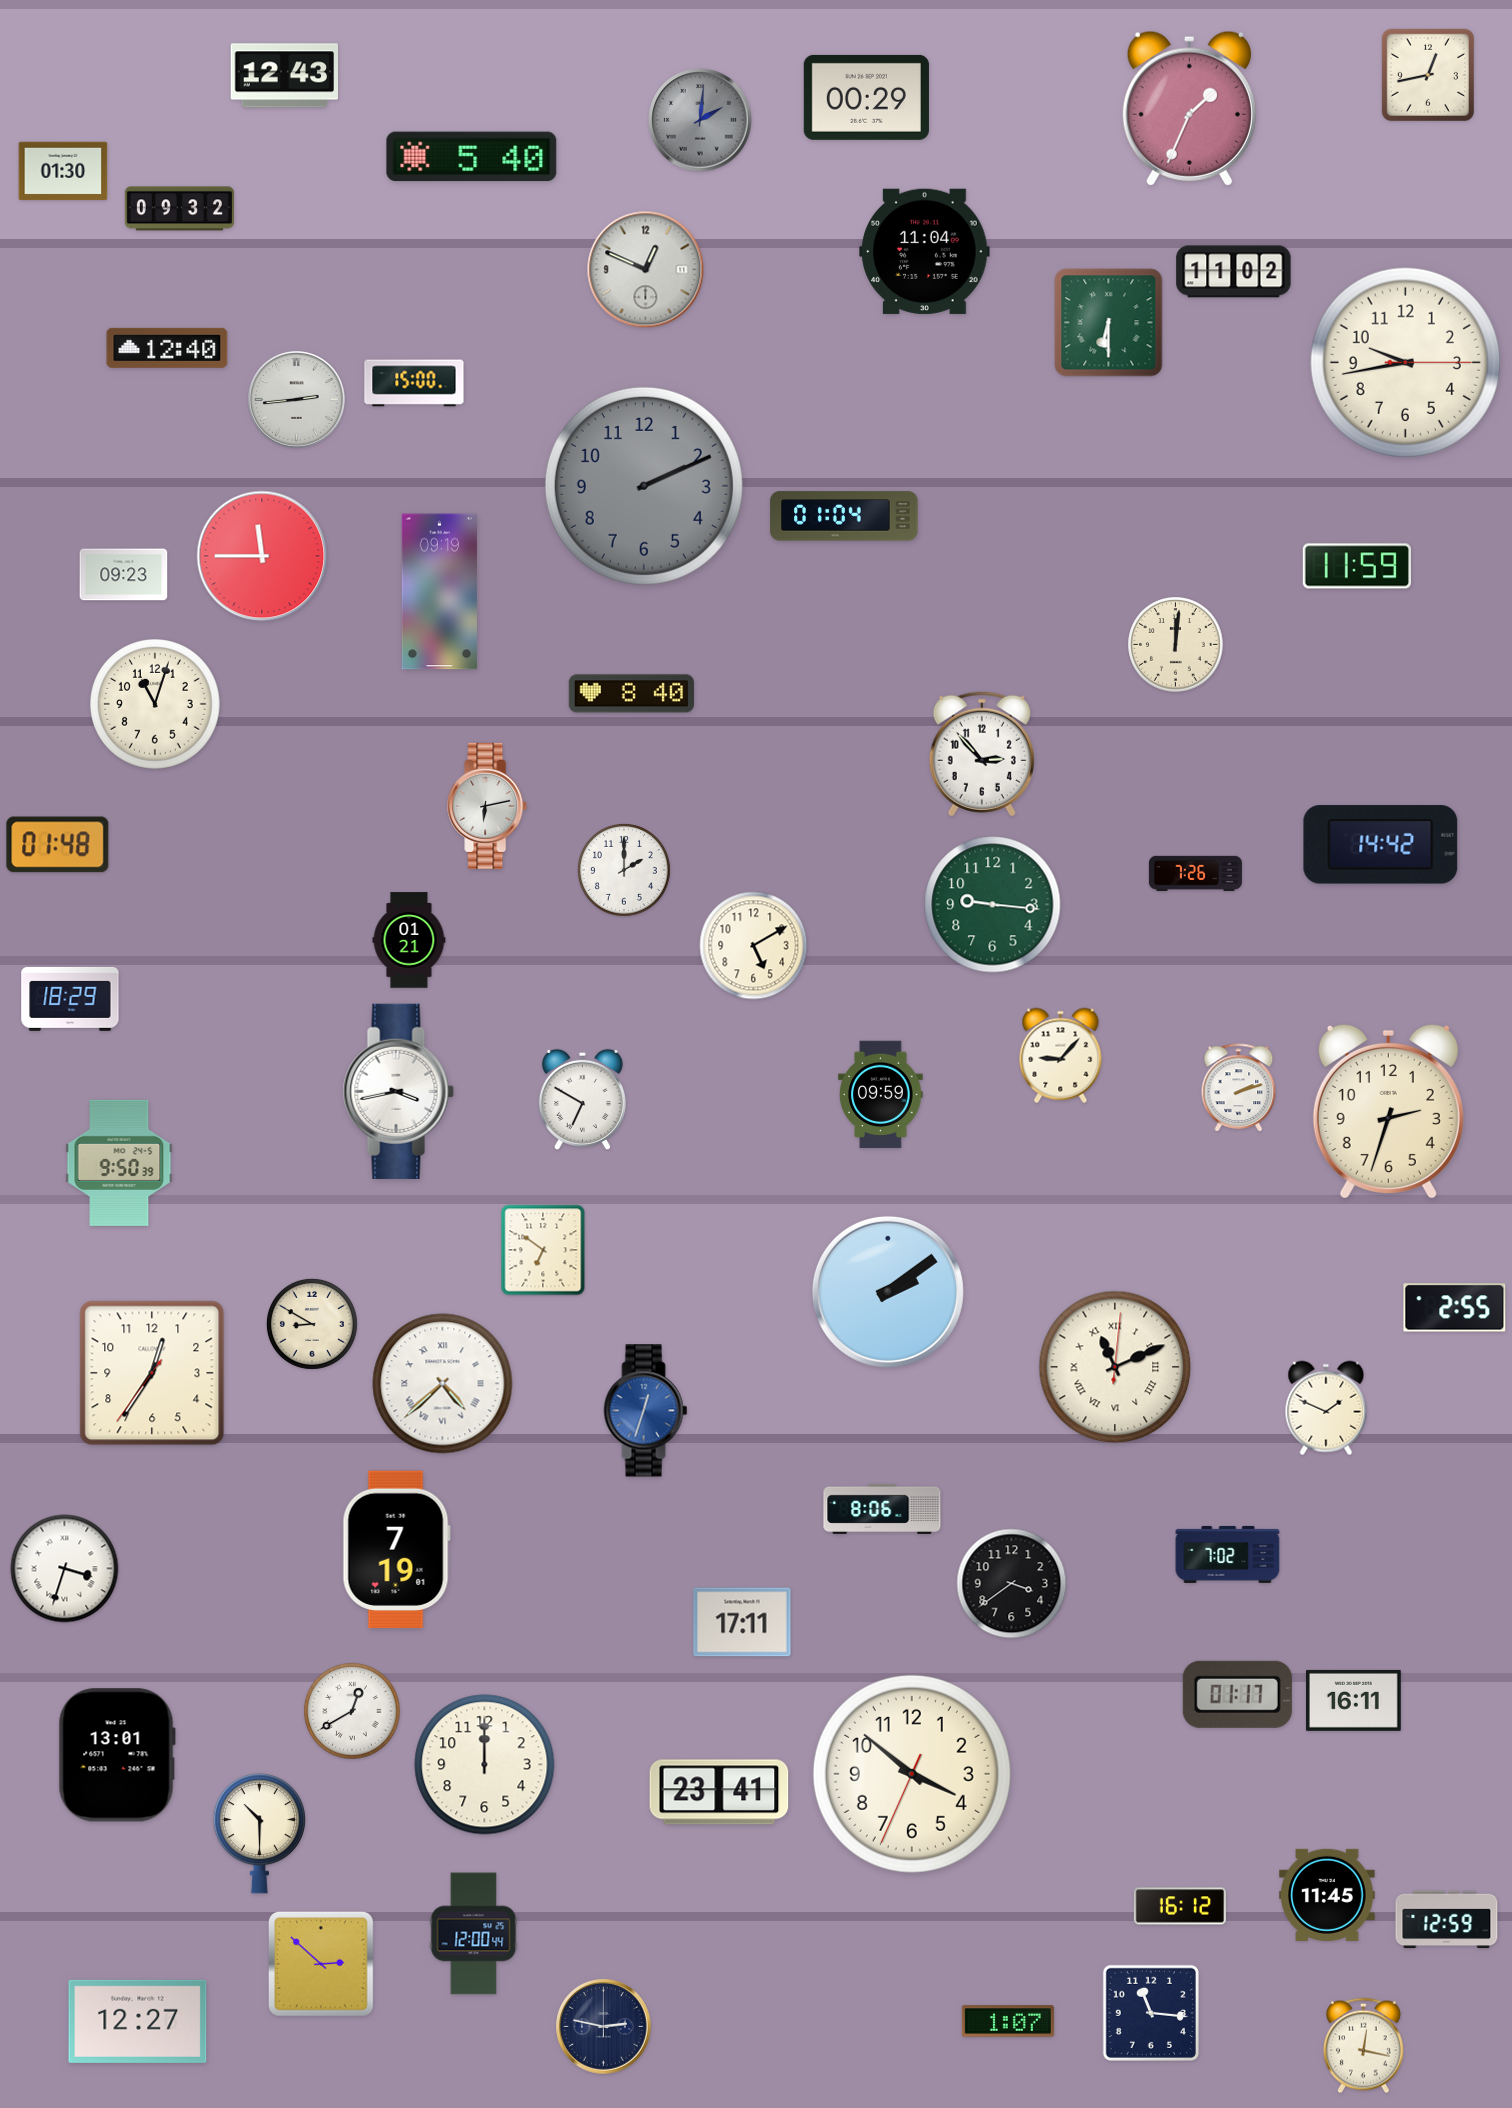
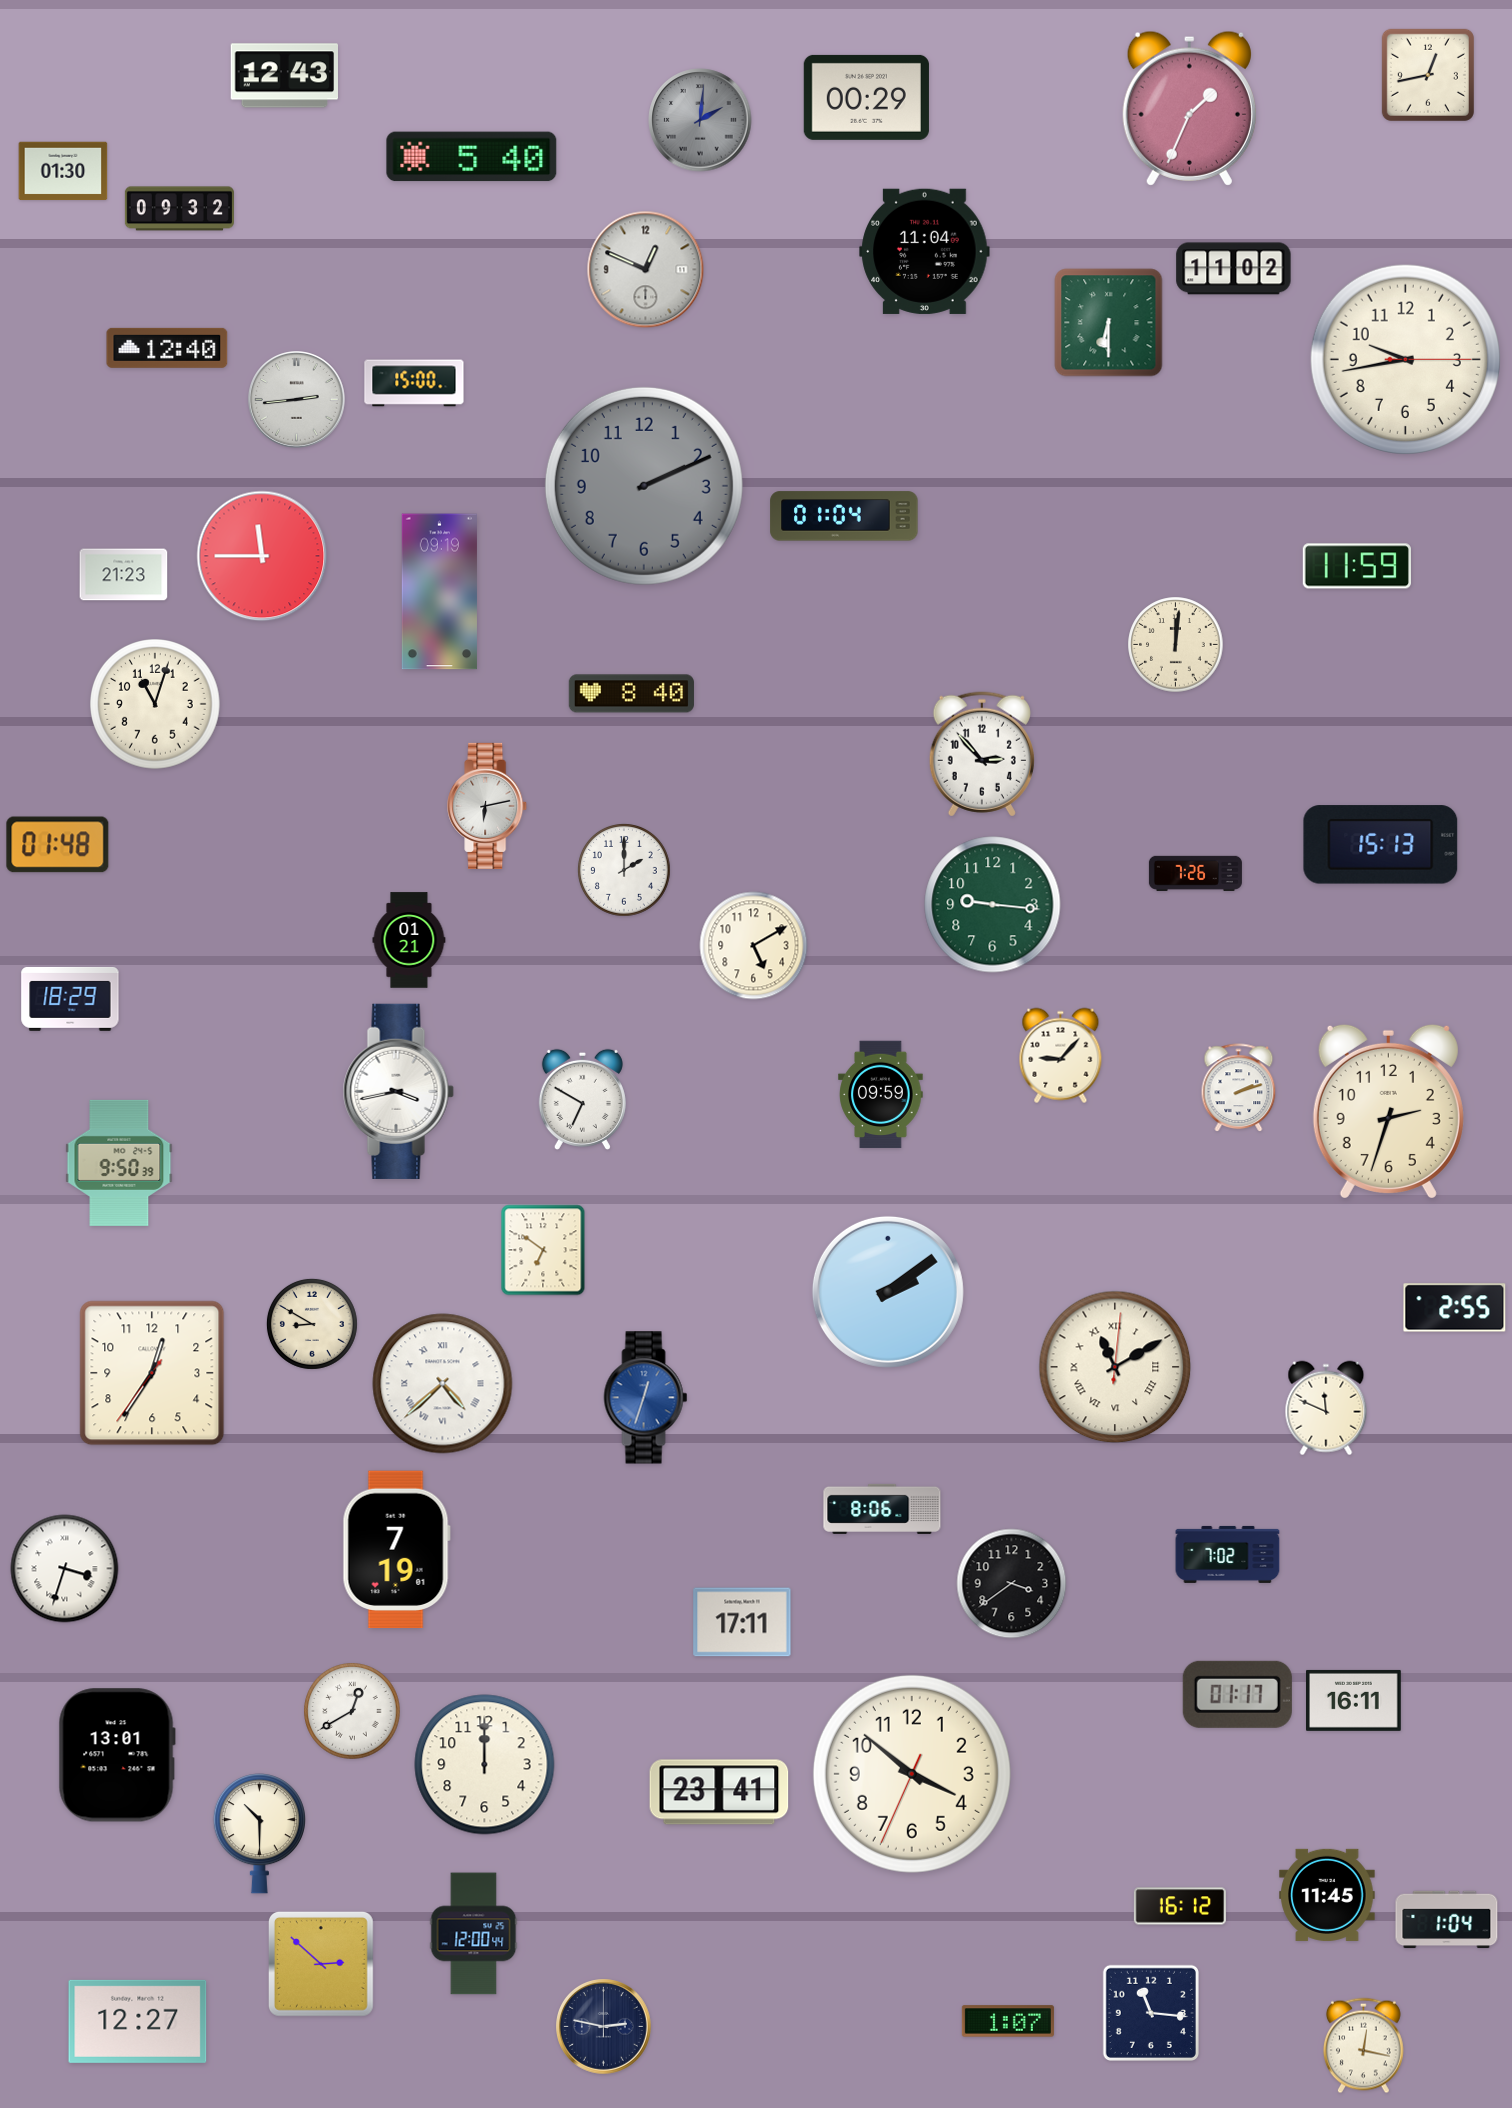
clock at (1234, 272) position: (1234, 272) -> (1234, 269)
clock at (1405, 362) position: (1405, 362) -> (1405, 359)
clock at (124, 575): 09:23 -> 21:23
clock at (1381, 845): 14:42 -> 15:13
clock at (1115, 1367): 11:11 -> 11:10
clock at (1326, 1408): 1:49 -> 11:49
clock at (646, 1411) position: (646, 1411) -> (646, 1398)
clock at (1447, 1920): 12:59 -> 1:04
